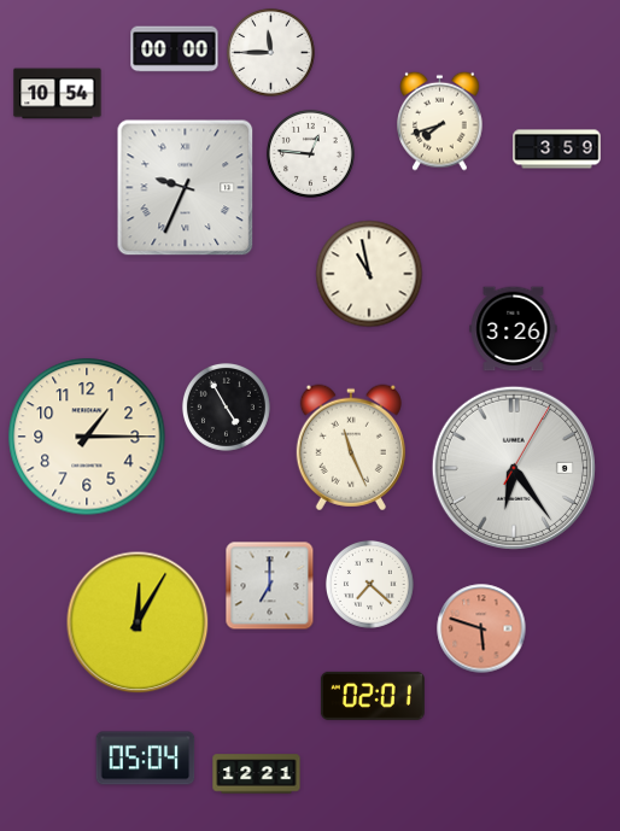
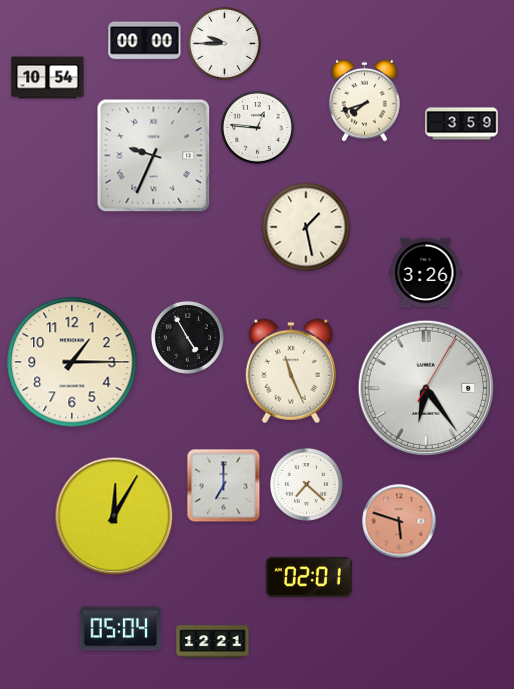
clock at (270, 52): 11:45 -> 9:45
clock at (369, 274): 10:58 -> 1:28
